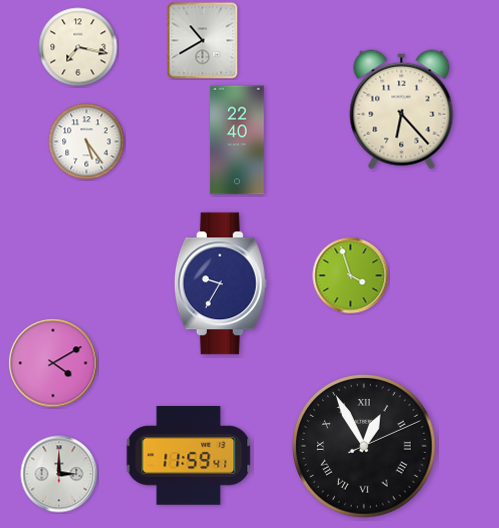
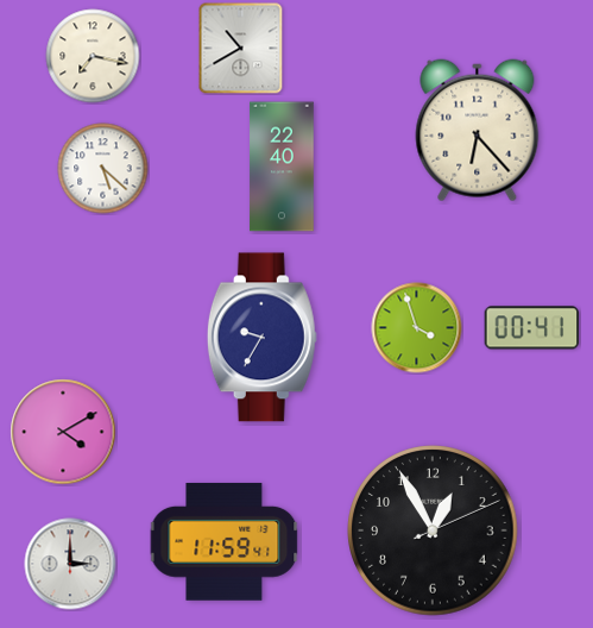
clock at (87, 142): 5:24 -> 5:22
clock at (532, 328): none -> 00:41
clock at (364, 446) numerals: Roman -> Arabic
